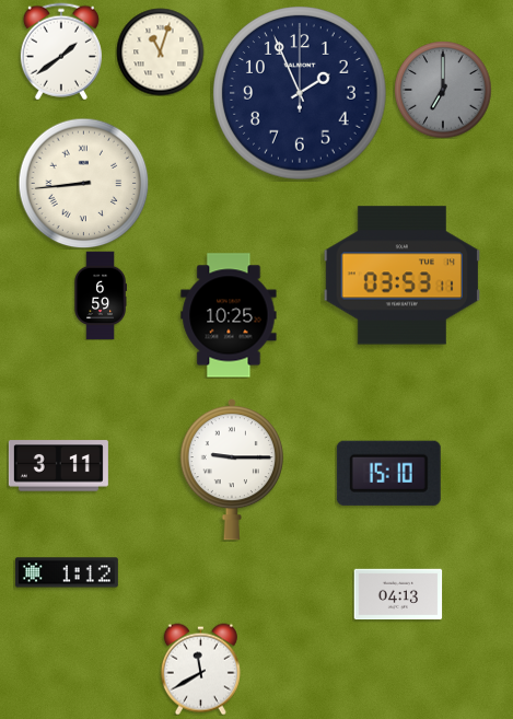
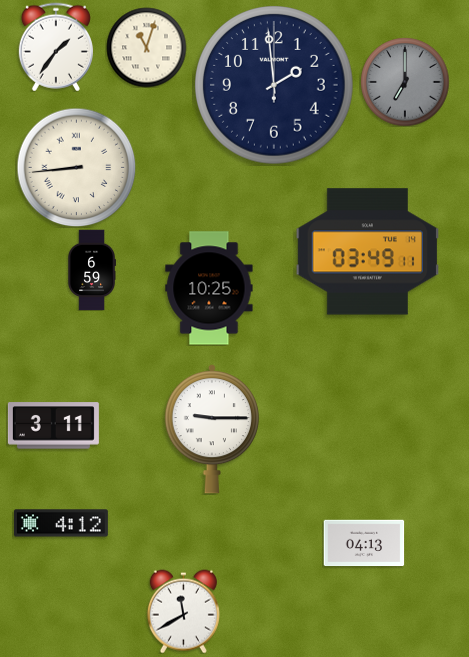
clock at (61, 51): 1:39 -> 1:36
clock at (301, 94): 1:56 -> 1:59
clock at (401, 276): 03:53 -> 03:49
clock at (388, 473): 15:10 -> none
clock at (67, 572): 1:12 -> 4:12
